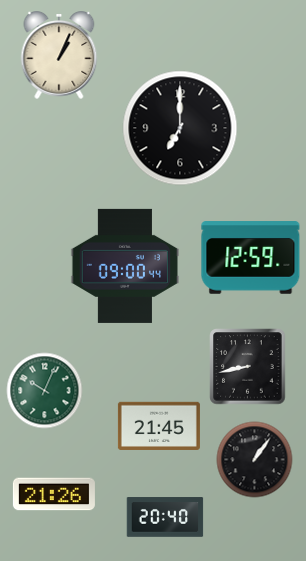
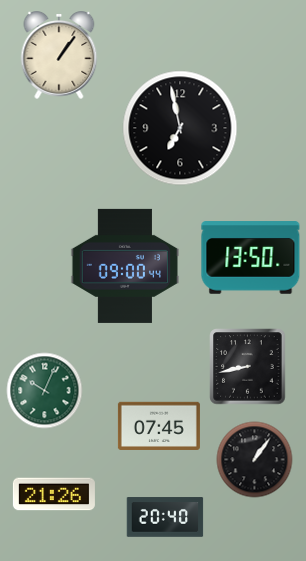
clock at (59, 56): 1:04 -> 1:06
clock at (180, 128): 7:00 -> 6:58
clock at (251, 258): 12:59 -> 13:50
clock at (159, 425): 21:45 -> 07:45
